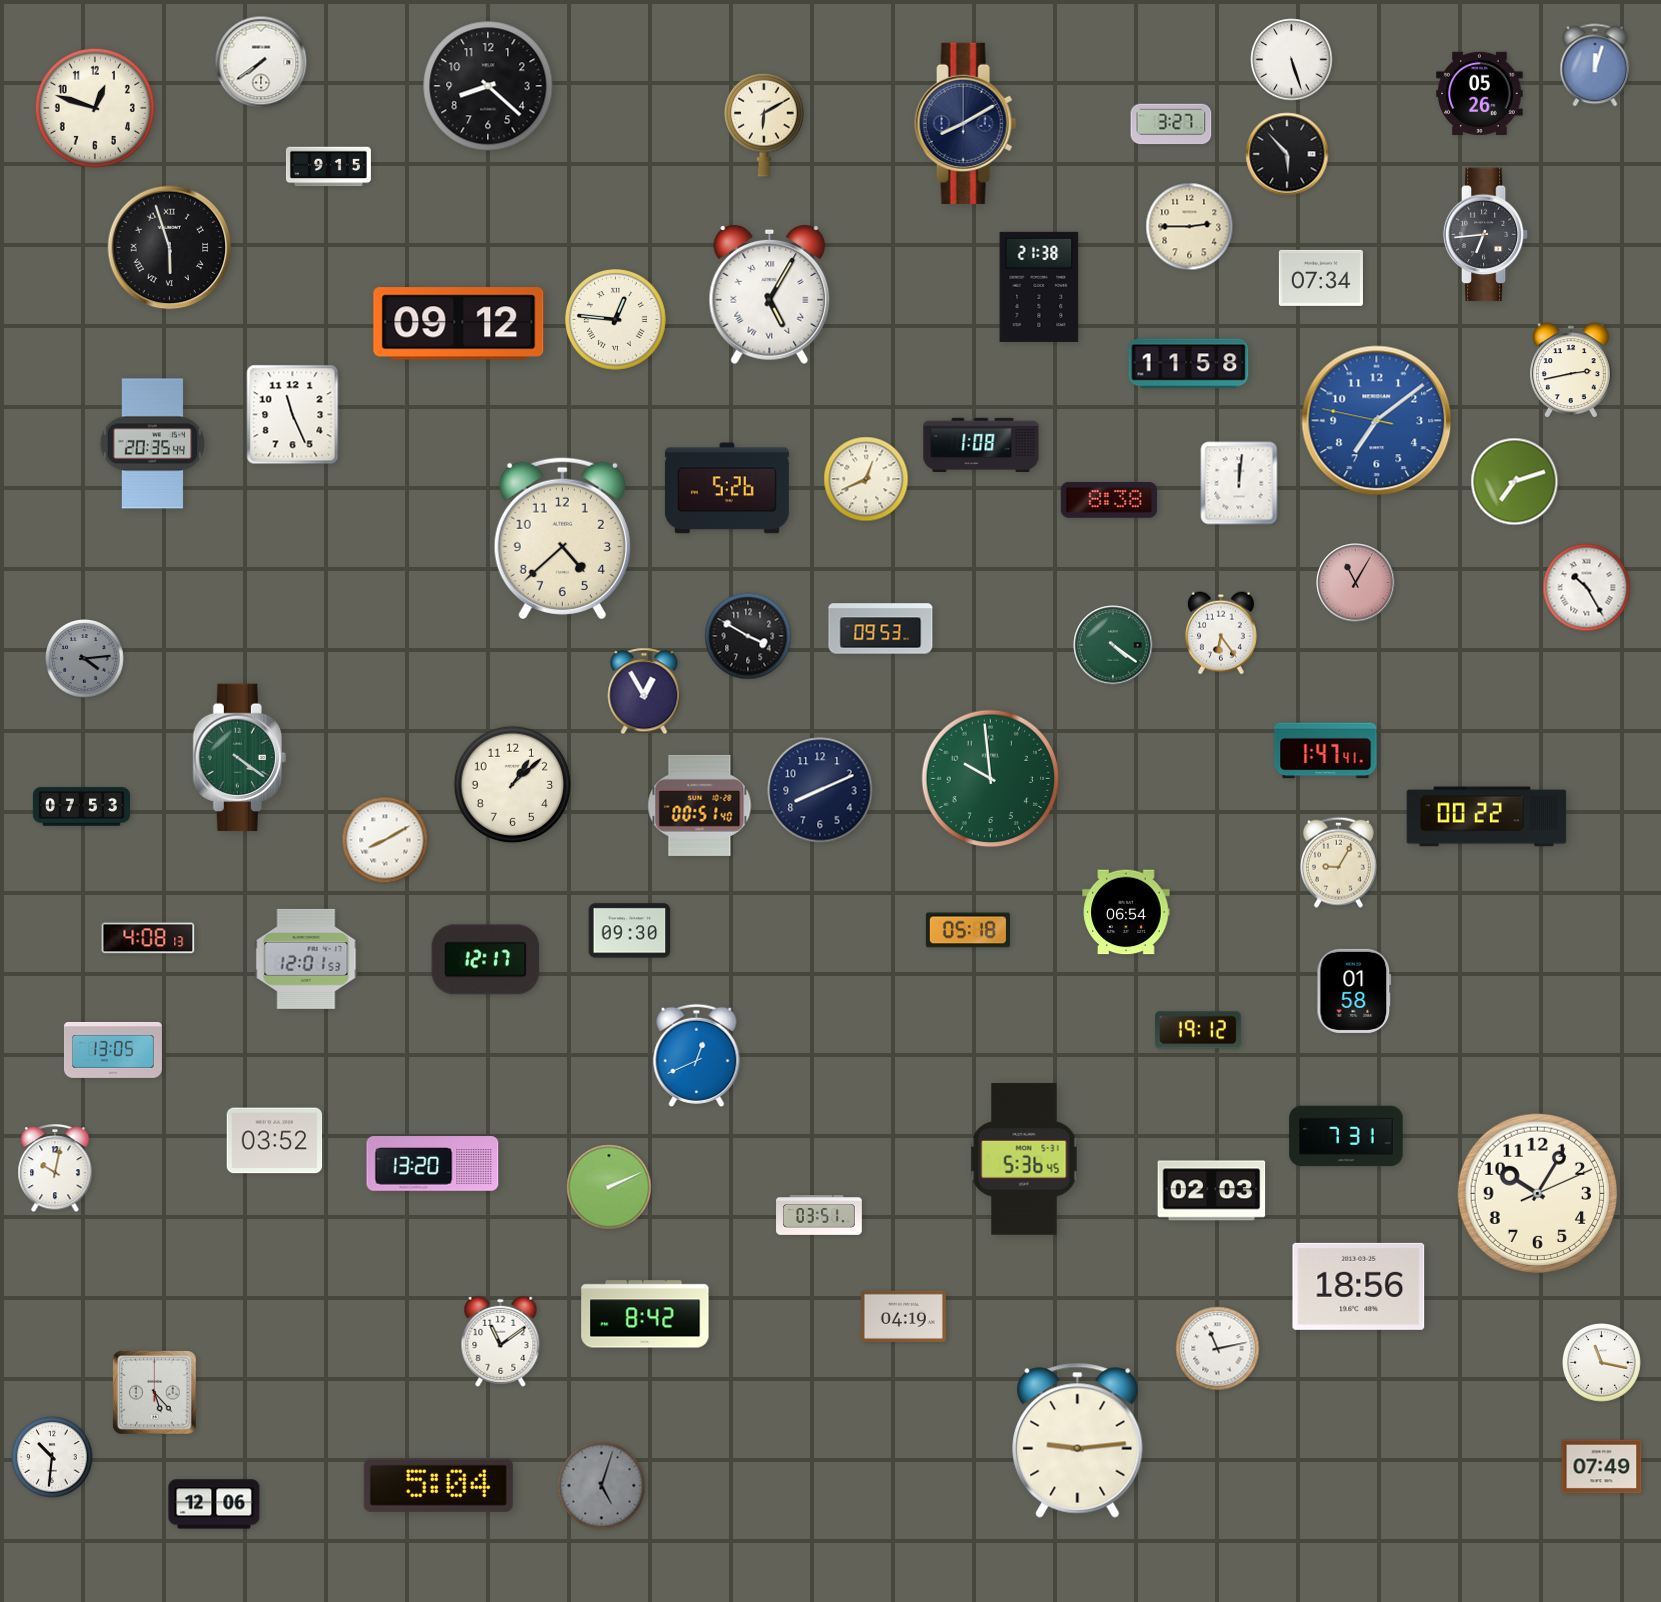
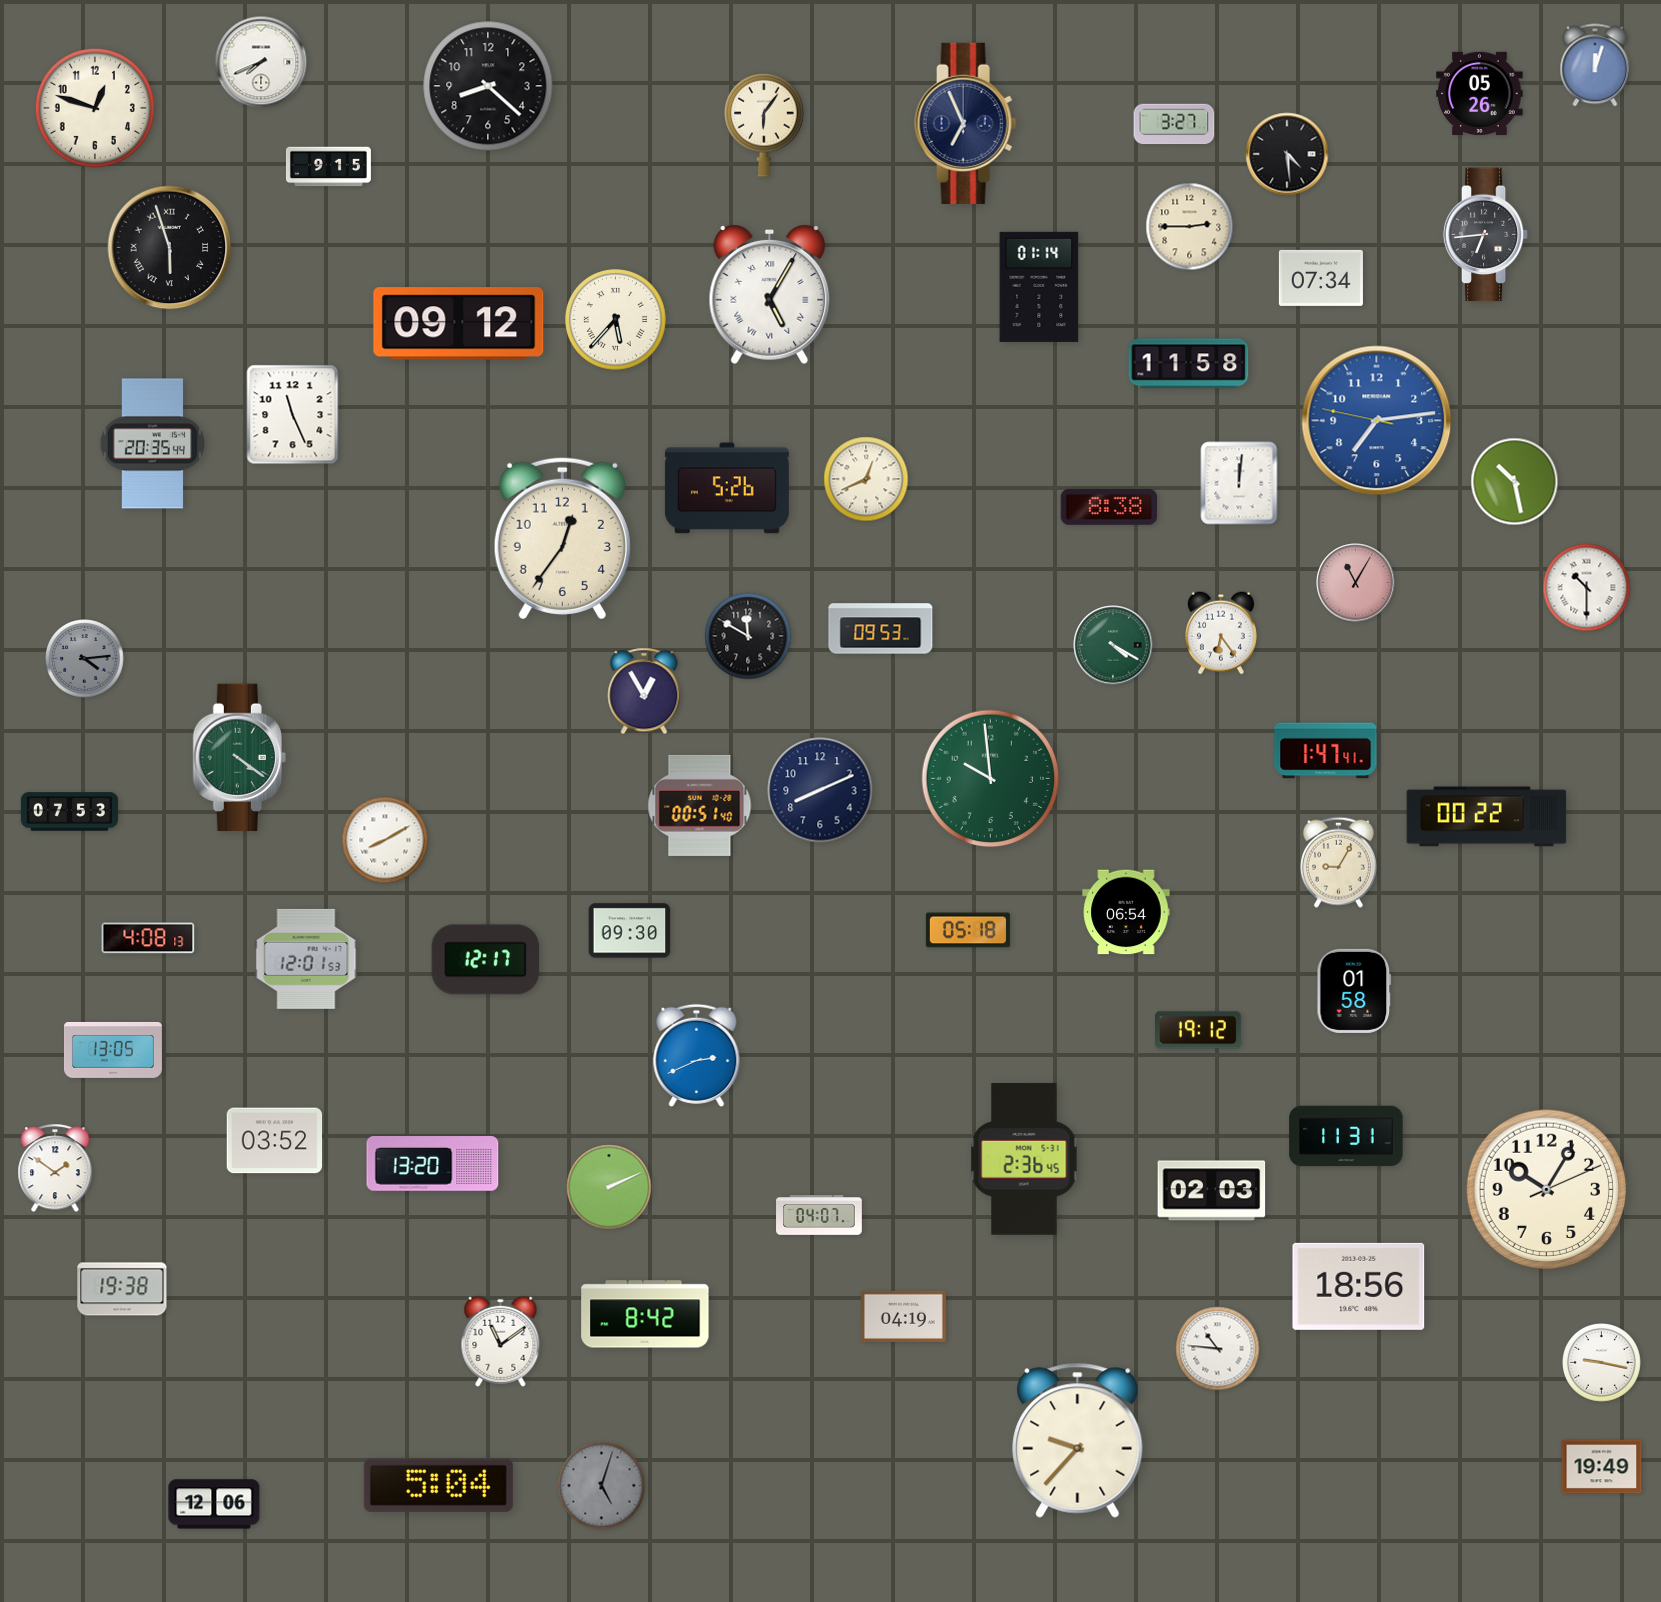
clock at (1292, 60): 5:27 -> none
clock at (261, 62): 7:39 -> 7:41
clock at (966, 123): 8:10 -> 6:56
clock at (1171, 124) position: (1171, 124) -> (1174, 124)
clock at (764, 125): 6:10 -> 6:06
clock at (1287, 154): 5:53 -> 4:29
clock at (1039, 287): 21:38 -> 01:14
clock at (616, 320): 12:46 -> 5:37
clock at (1571, 370): 2:43 -> none
clock at (1377, 421): 7:08 -> 7:13
clock at (981, 444): 1:08 -> none
clock at (1515, 482): 7:12 -> 10:28
clock at (1109, 500) position: (1109, 500) -> (1109, 507)
clock at (562, 538): 4:38 -> 12:36
clock at (1587, 588): 10:25 -> 10:30
clock at (748, 636): 3:50 -> 11:50
clock at (1113, 645): 4:21 -> 4:20
clock at (513, 785): 1:08 -> none
clock at (81, 807) position: (81, 807) -> (69, 812)
clock at (697, 1055): 12:41 -> 2:41
clock at (1346, 1136): 7:31 -> 11:31
clock at (1024, 1159): 5:36 -> 2:36
clock at (55, 1169): 10:02 -> 1:51
clock at (1538, 1194) position: (1538, 1194) -> (1547, 1190)
clock at (819, 1216): 03:51 -> 04:07
clock at (122, 1289): none -> 19:38
clock at (1218, 1349): 11:13 -> 10:46
clock at (1602, 1363): 11:17 -> 9:17
clock at (155, 1393): 5:23 -> none
clock at (1078, 1440): 9:14 -> 9:37
clock at (52, 1457): 10:31 -> none
clock at (1602, 1467): 07:49 -> 19:49
